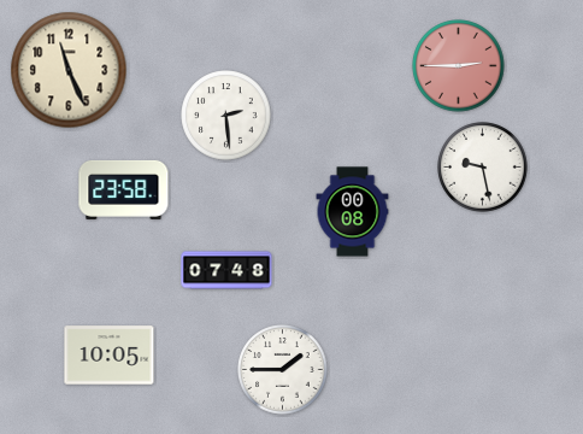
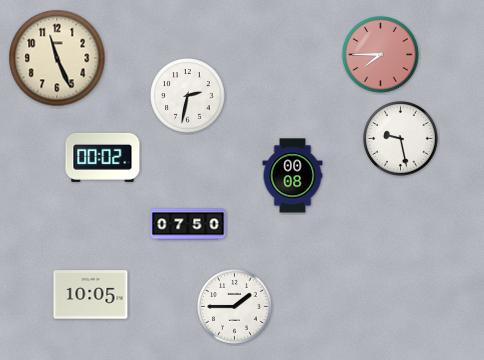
clock at (459, 66): 2:45 -> 7:45
clock at (226, 116): 2:29 -> 2:32
clock at (124, 189): 23:58 -> 00:02
clock at (226, 270): 07:48 -> 07:50
